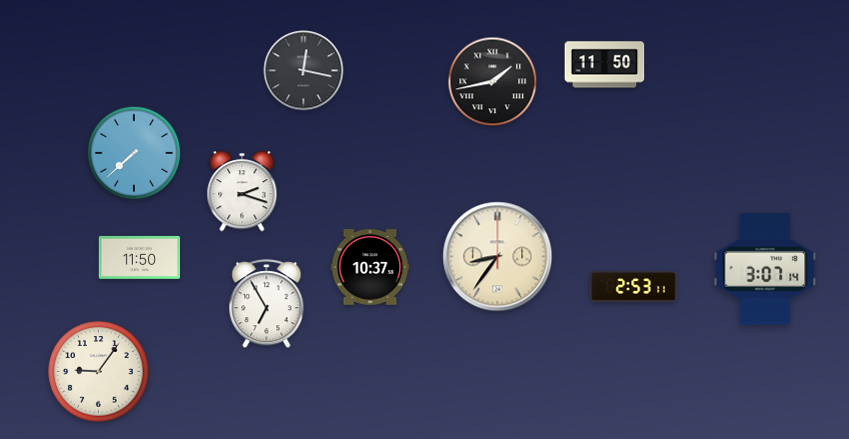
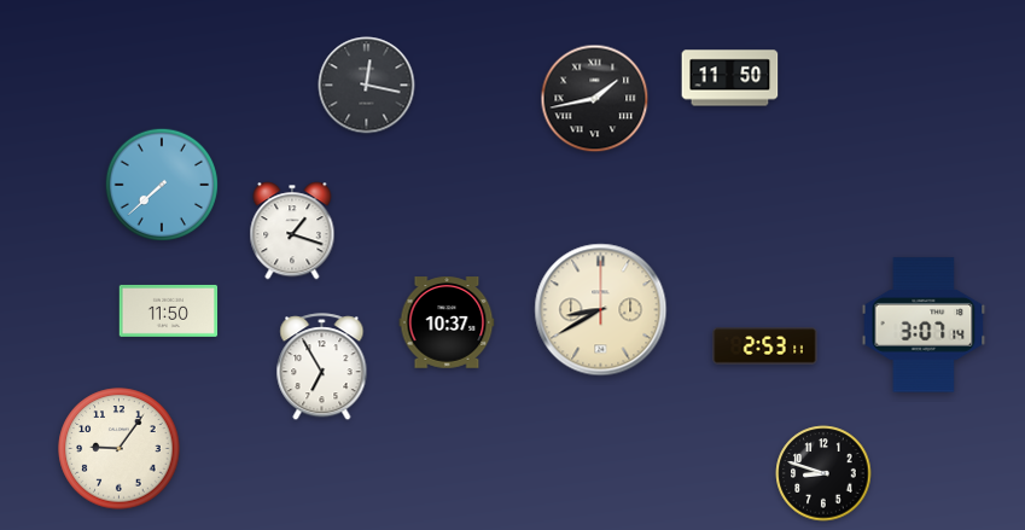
clock at (242, 191): 2:18 -> 1:18
clock at (498, 257): 8:36 -> 8:40
clock at (823, 473): none -> 8:48
